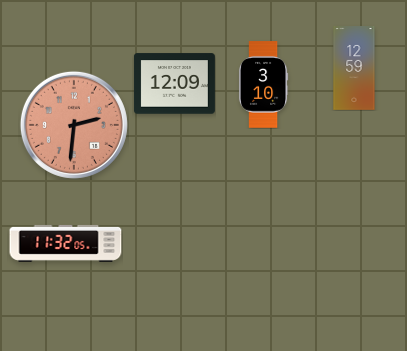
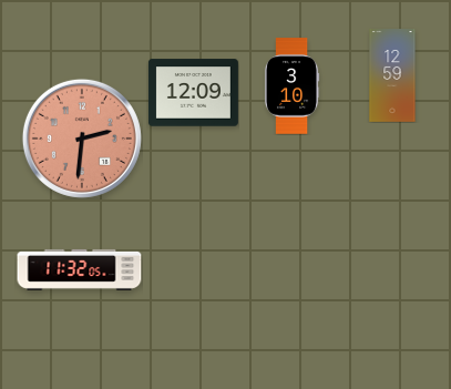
clock at (263, 85) position: (263, 85) -> (291, 86)
clock at (66, 243) position: (66, 243) -> (80, 269)
